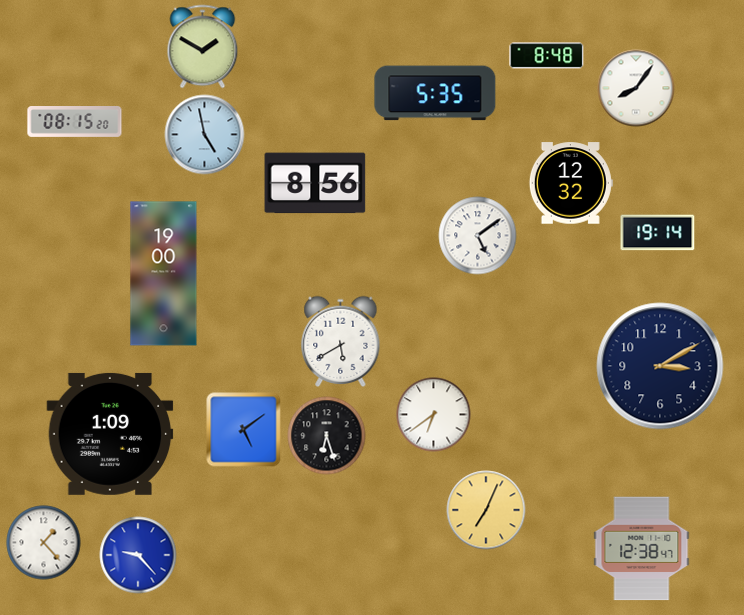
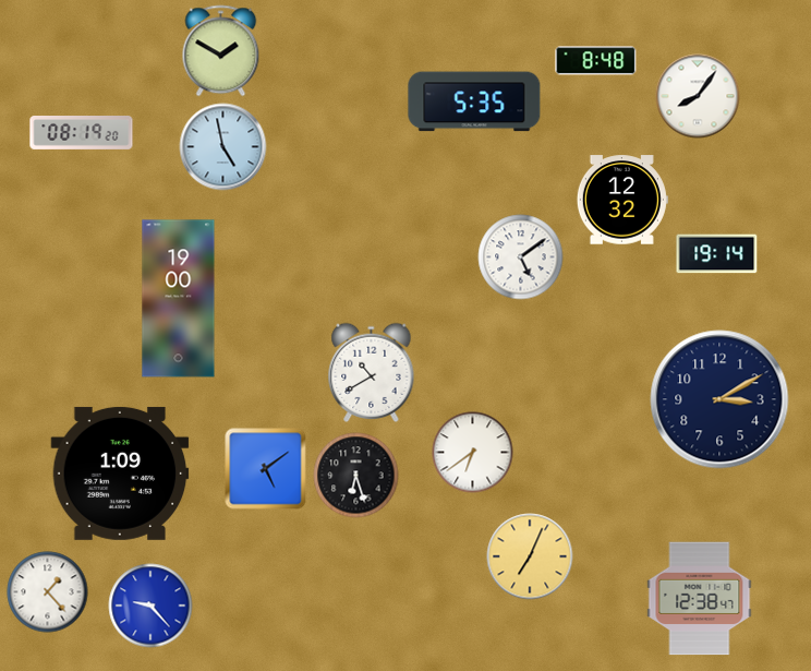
clock at (636, 88) position: (636, 88) -> (698, 96)
clock at (75, 122): 08:15 -> 08:19
clock at (315, 183): 8:56 -> none
clock at (341, 341): 5:40 -> 10:40
